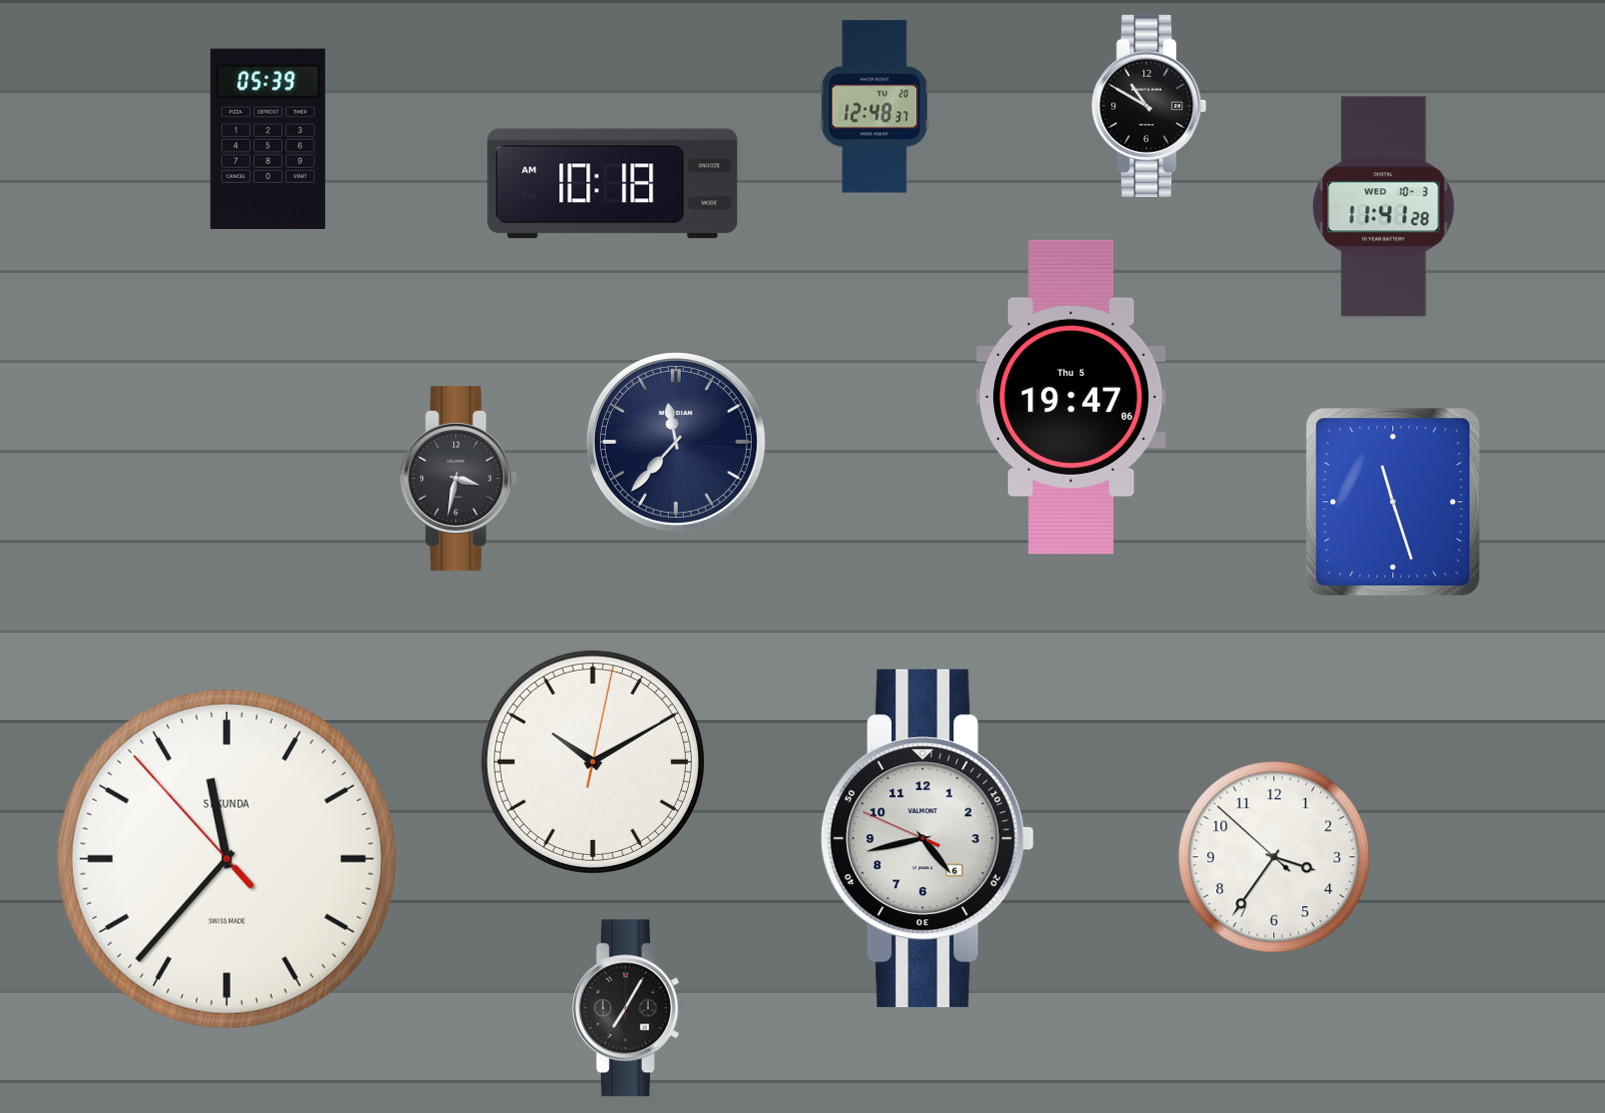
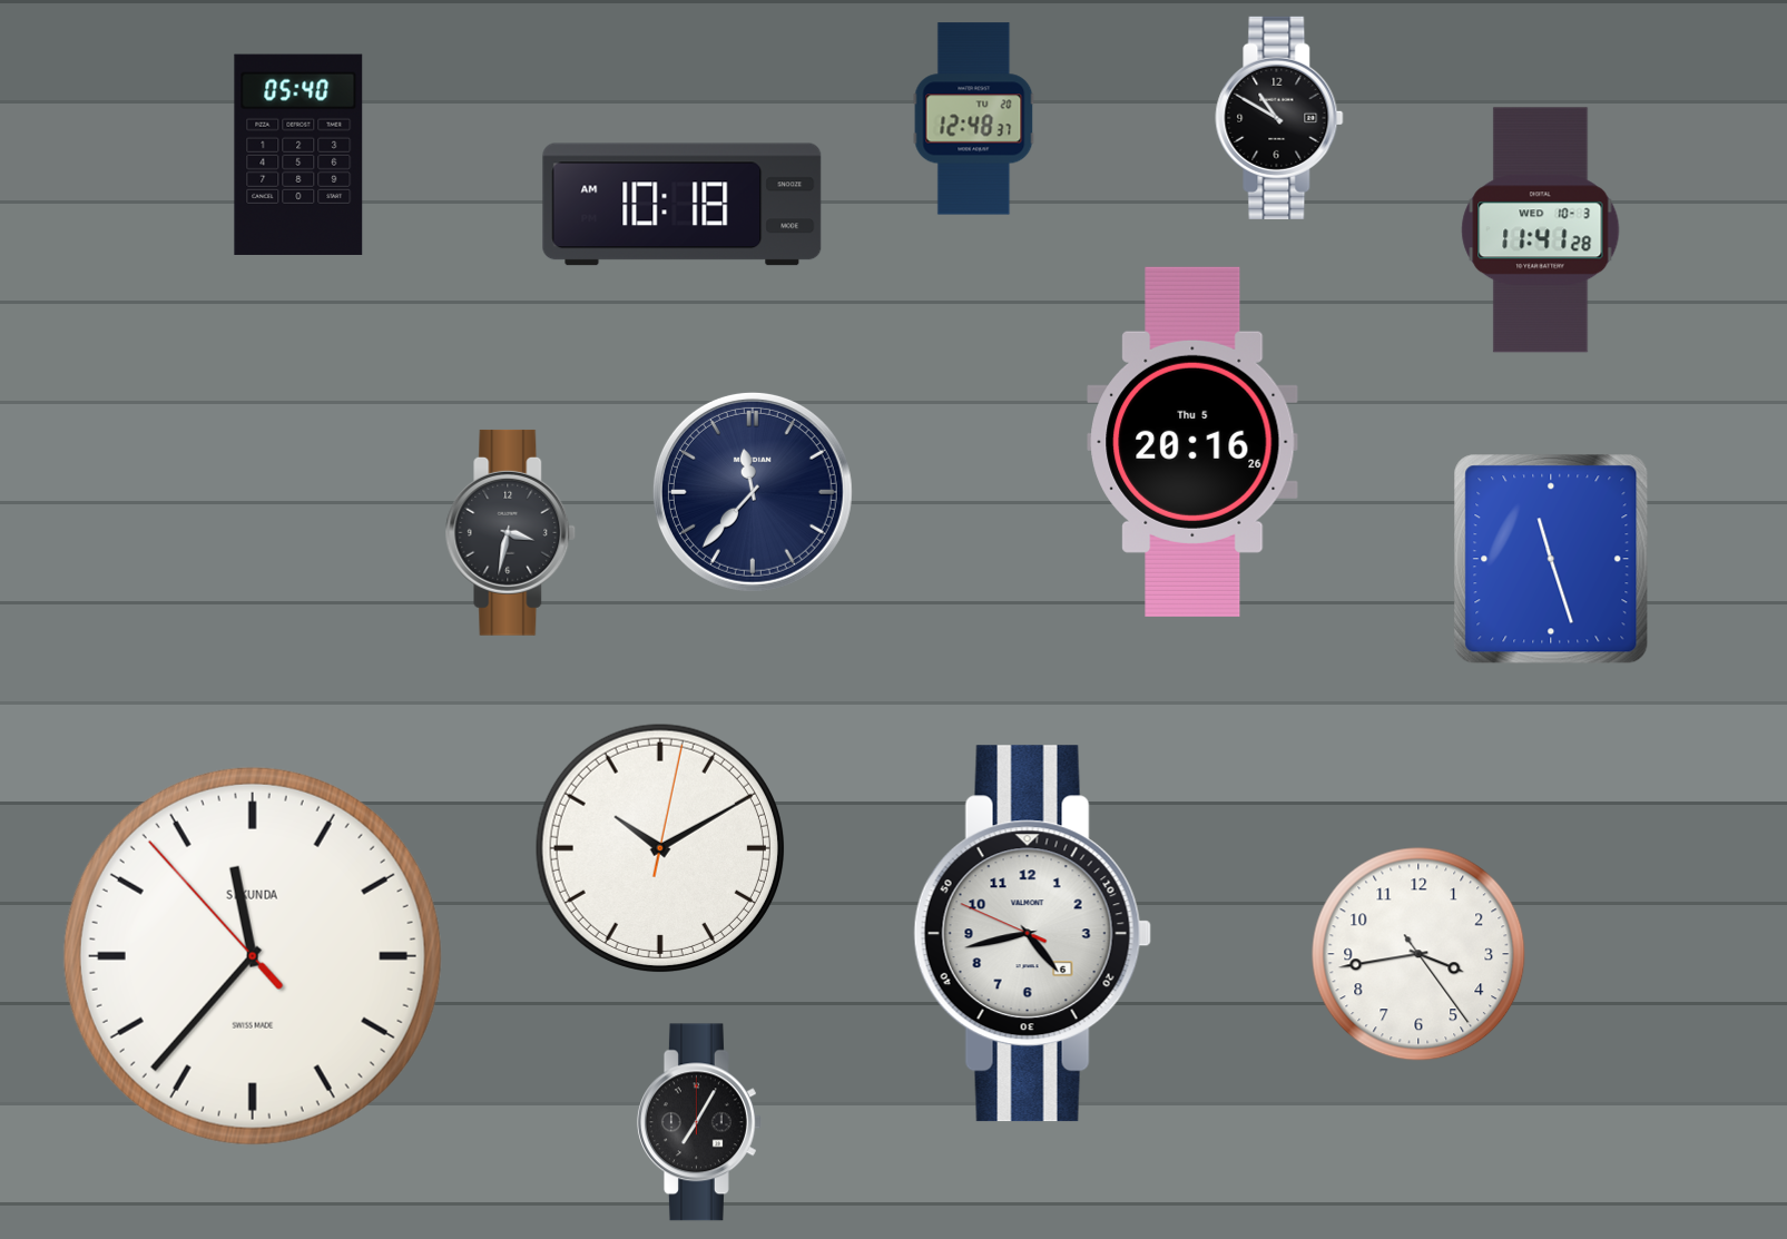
clock at (268, 139): 05:39 -> 05:40
clock at (1071, 397): 19:47 -> 20:16
clock at (1274, 857): 3:35 -> 3:43
